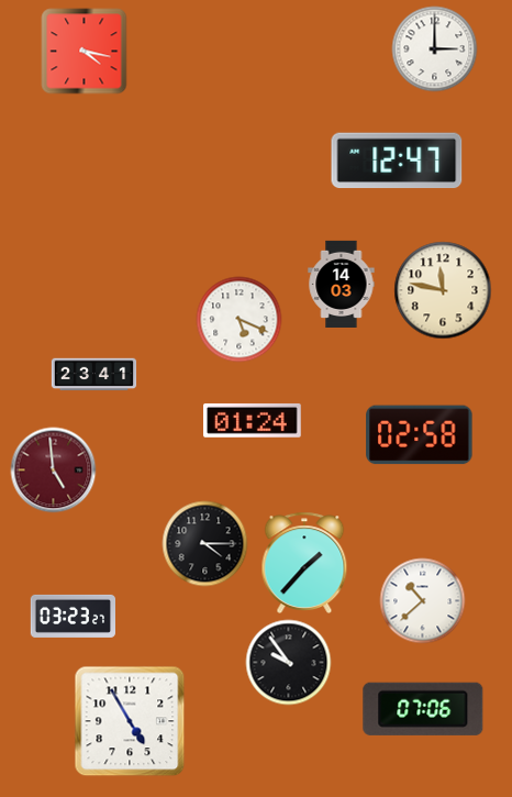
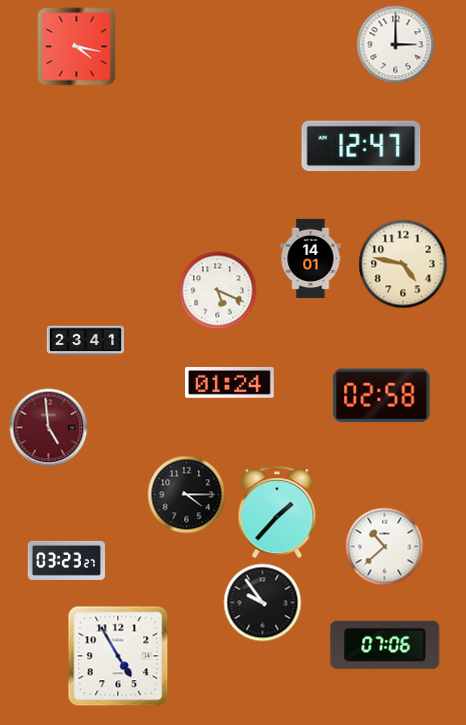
clock at (342, 284): 14:03 -> 14:01
clock at (443, 290): 11:47 -> 4:47
